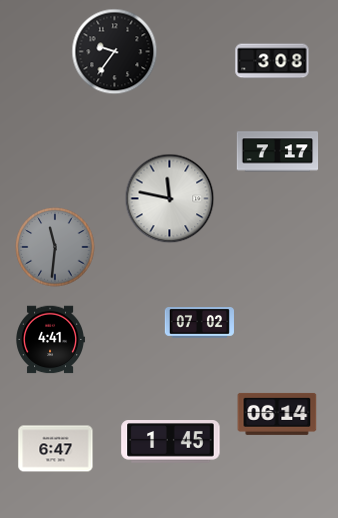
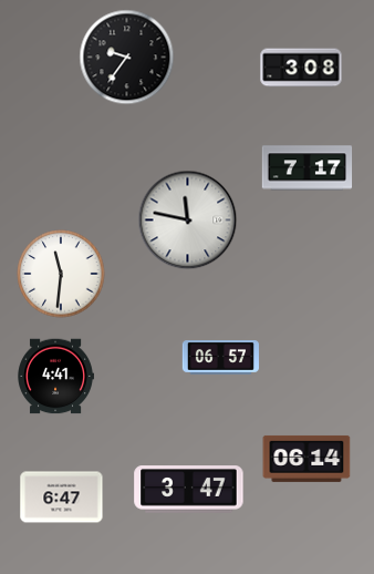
clock at (55, 247) dial: grey -> white
clock at (199, 323): 07:02 -> 06:57
clock at (171, 442): 1:45 -> 3:47
